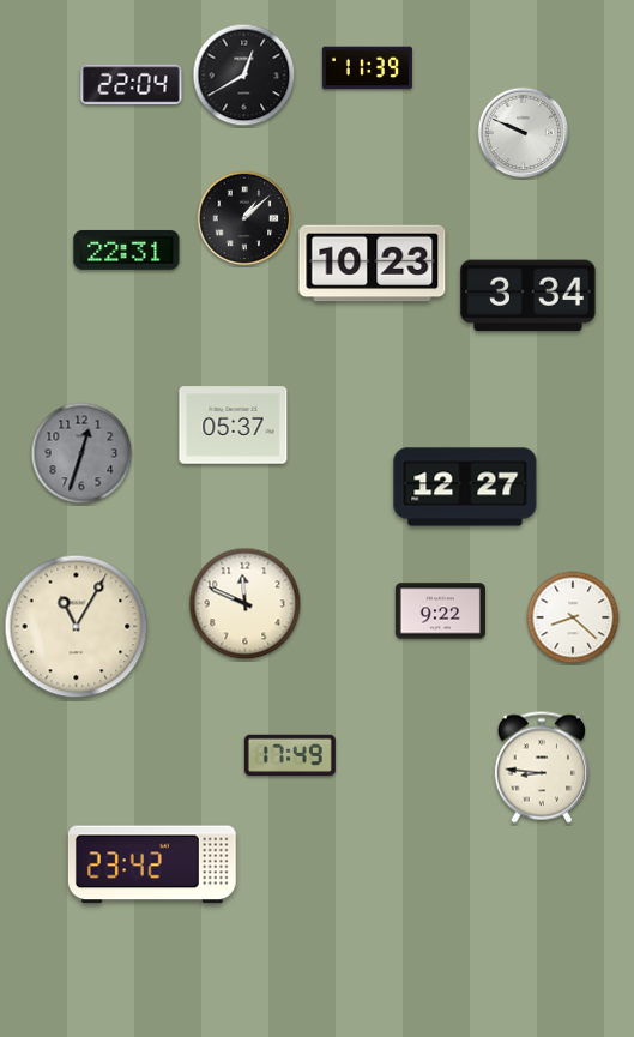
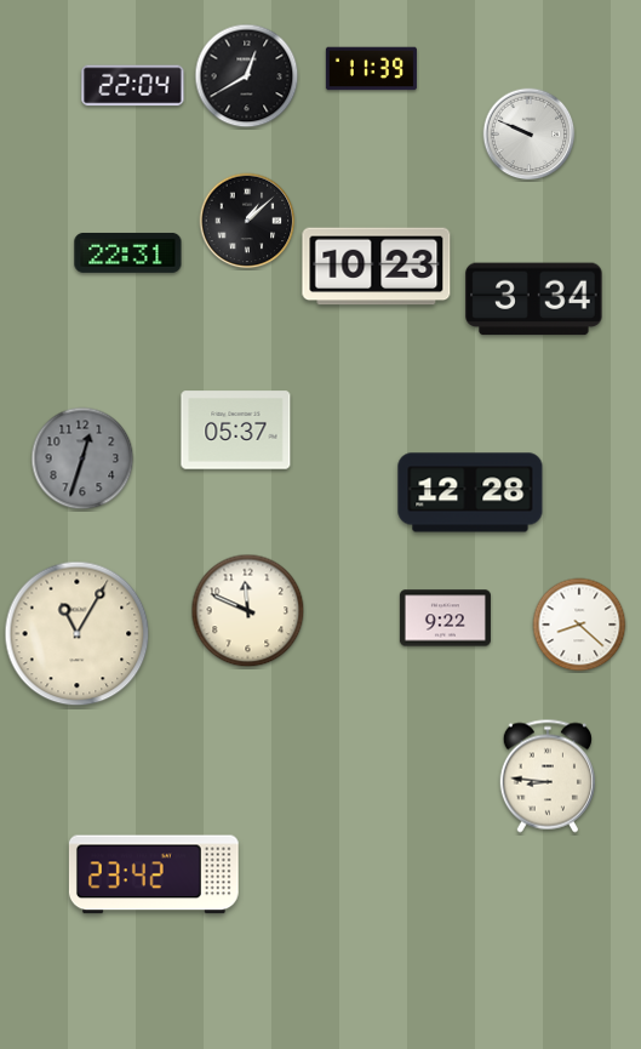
clock at (465, 487): 12:27 -> 12:28
clock at (290, 755): 17:49 -> none
